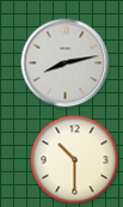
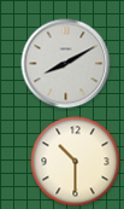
clock at (66, 63): 8:13 -> 8:10
